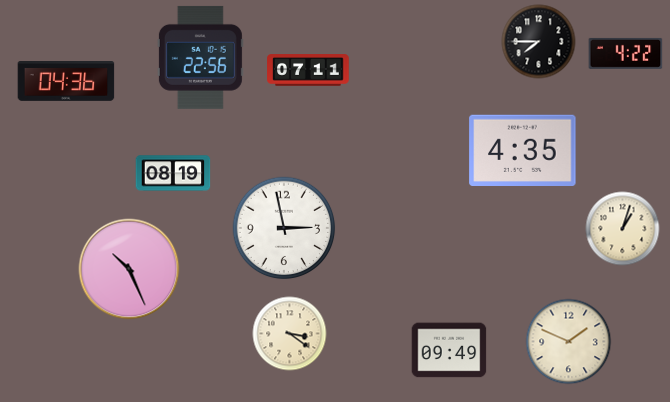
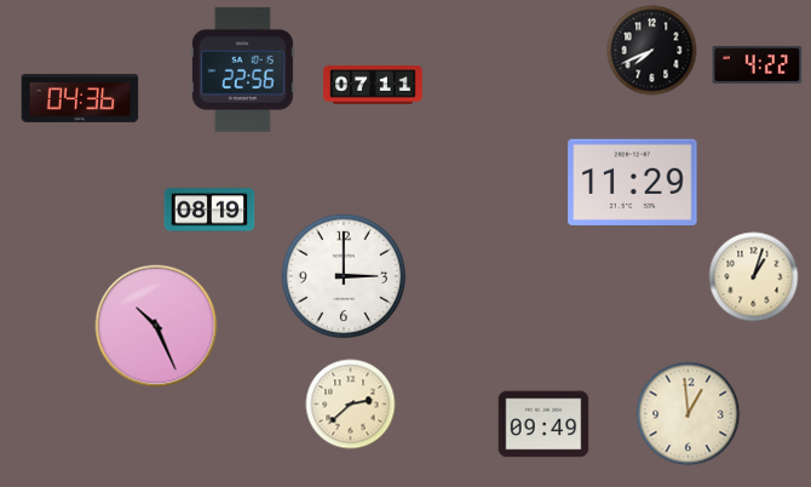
clock at (539, 42): 7:45 -> 7:41
clock at (523, 151): 4:35 -> 11:29
clock at (284, 228): 2:58 -> 3:00
clock at (290, 334): 3:21 -> 2:38
clock at (569, 342): 1:49 -> 12:59
